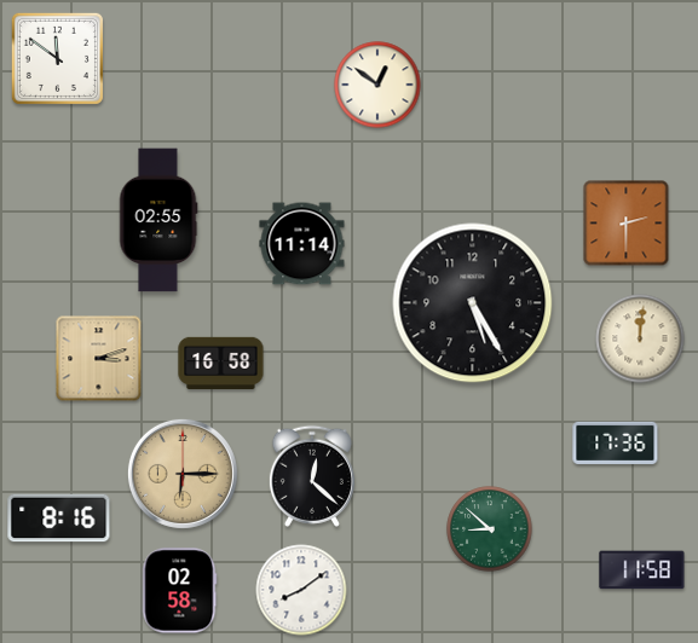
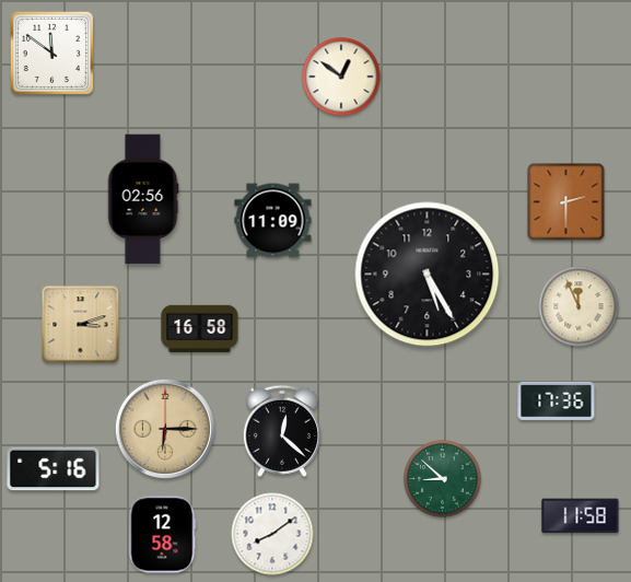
clock at (158, 220): 02:55 -> 02:56
clock at (302, 244): 11:14 -> 11:09
clock at (640, 338): 12:01 -> 11:56
clock at (99, 359) position: (99, 359) -> (81, 325)
clock at (59, 519): 8:16 -> 5:16
clock at (180, 591): 02:58 -> 12:58
